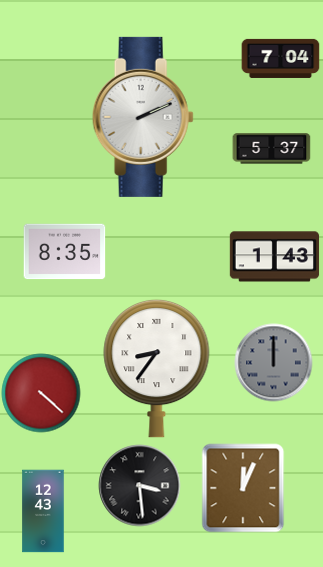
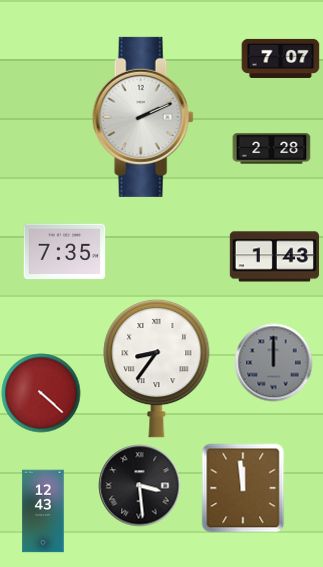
clock at (280, 58): 7:04 -> 7:07
clock at (271, 149): 5:37 -> 2:28
clock at (64, 252): 8:35 -> 7:35
clock at (243, 488): 12:04 -> 11:59
